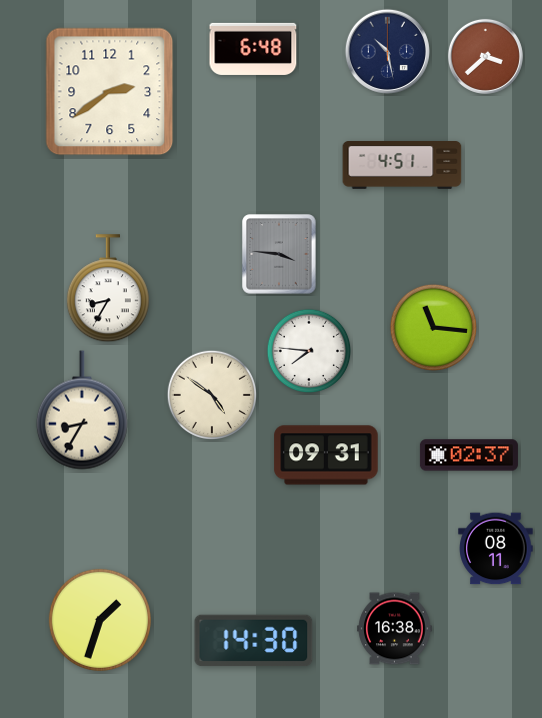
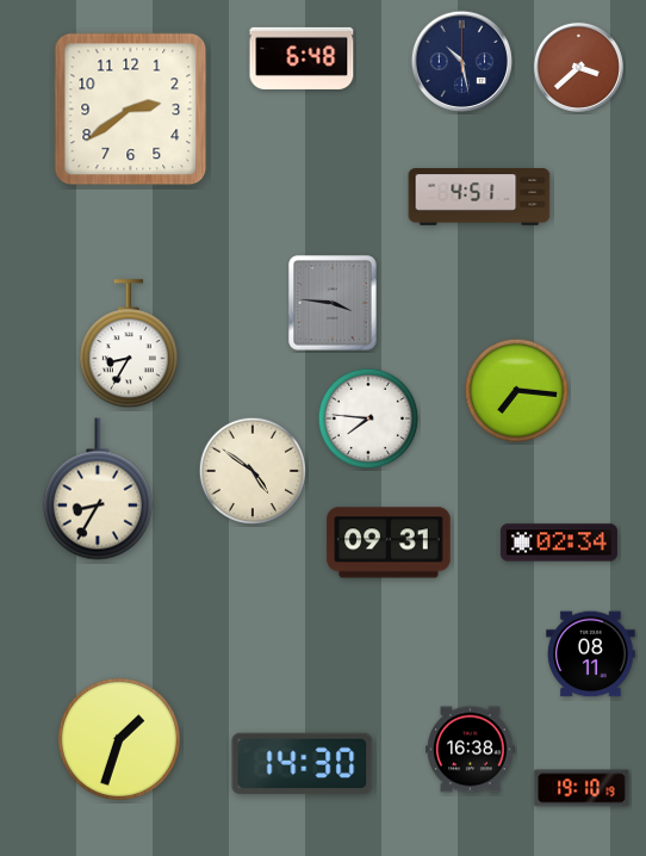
clock at (434, 328): 11:16 -> 7:16
clock at (469, 455): 02:37 -> 02:34
clock at (582, 788): none -> 19:10
